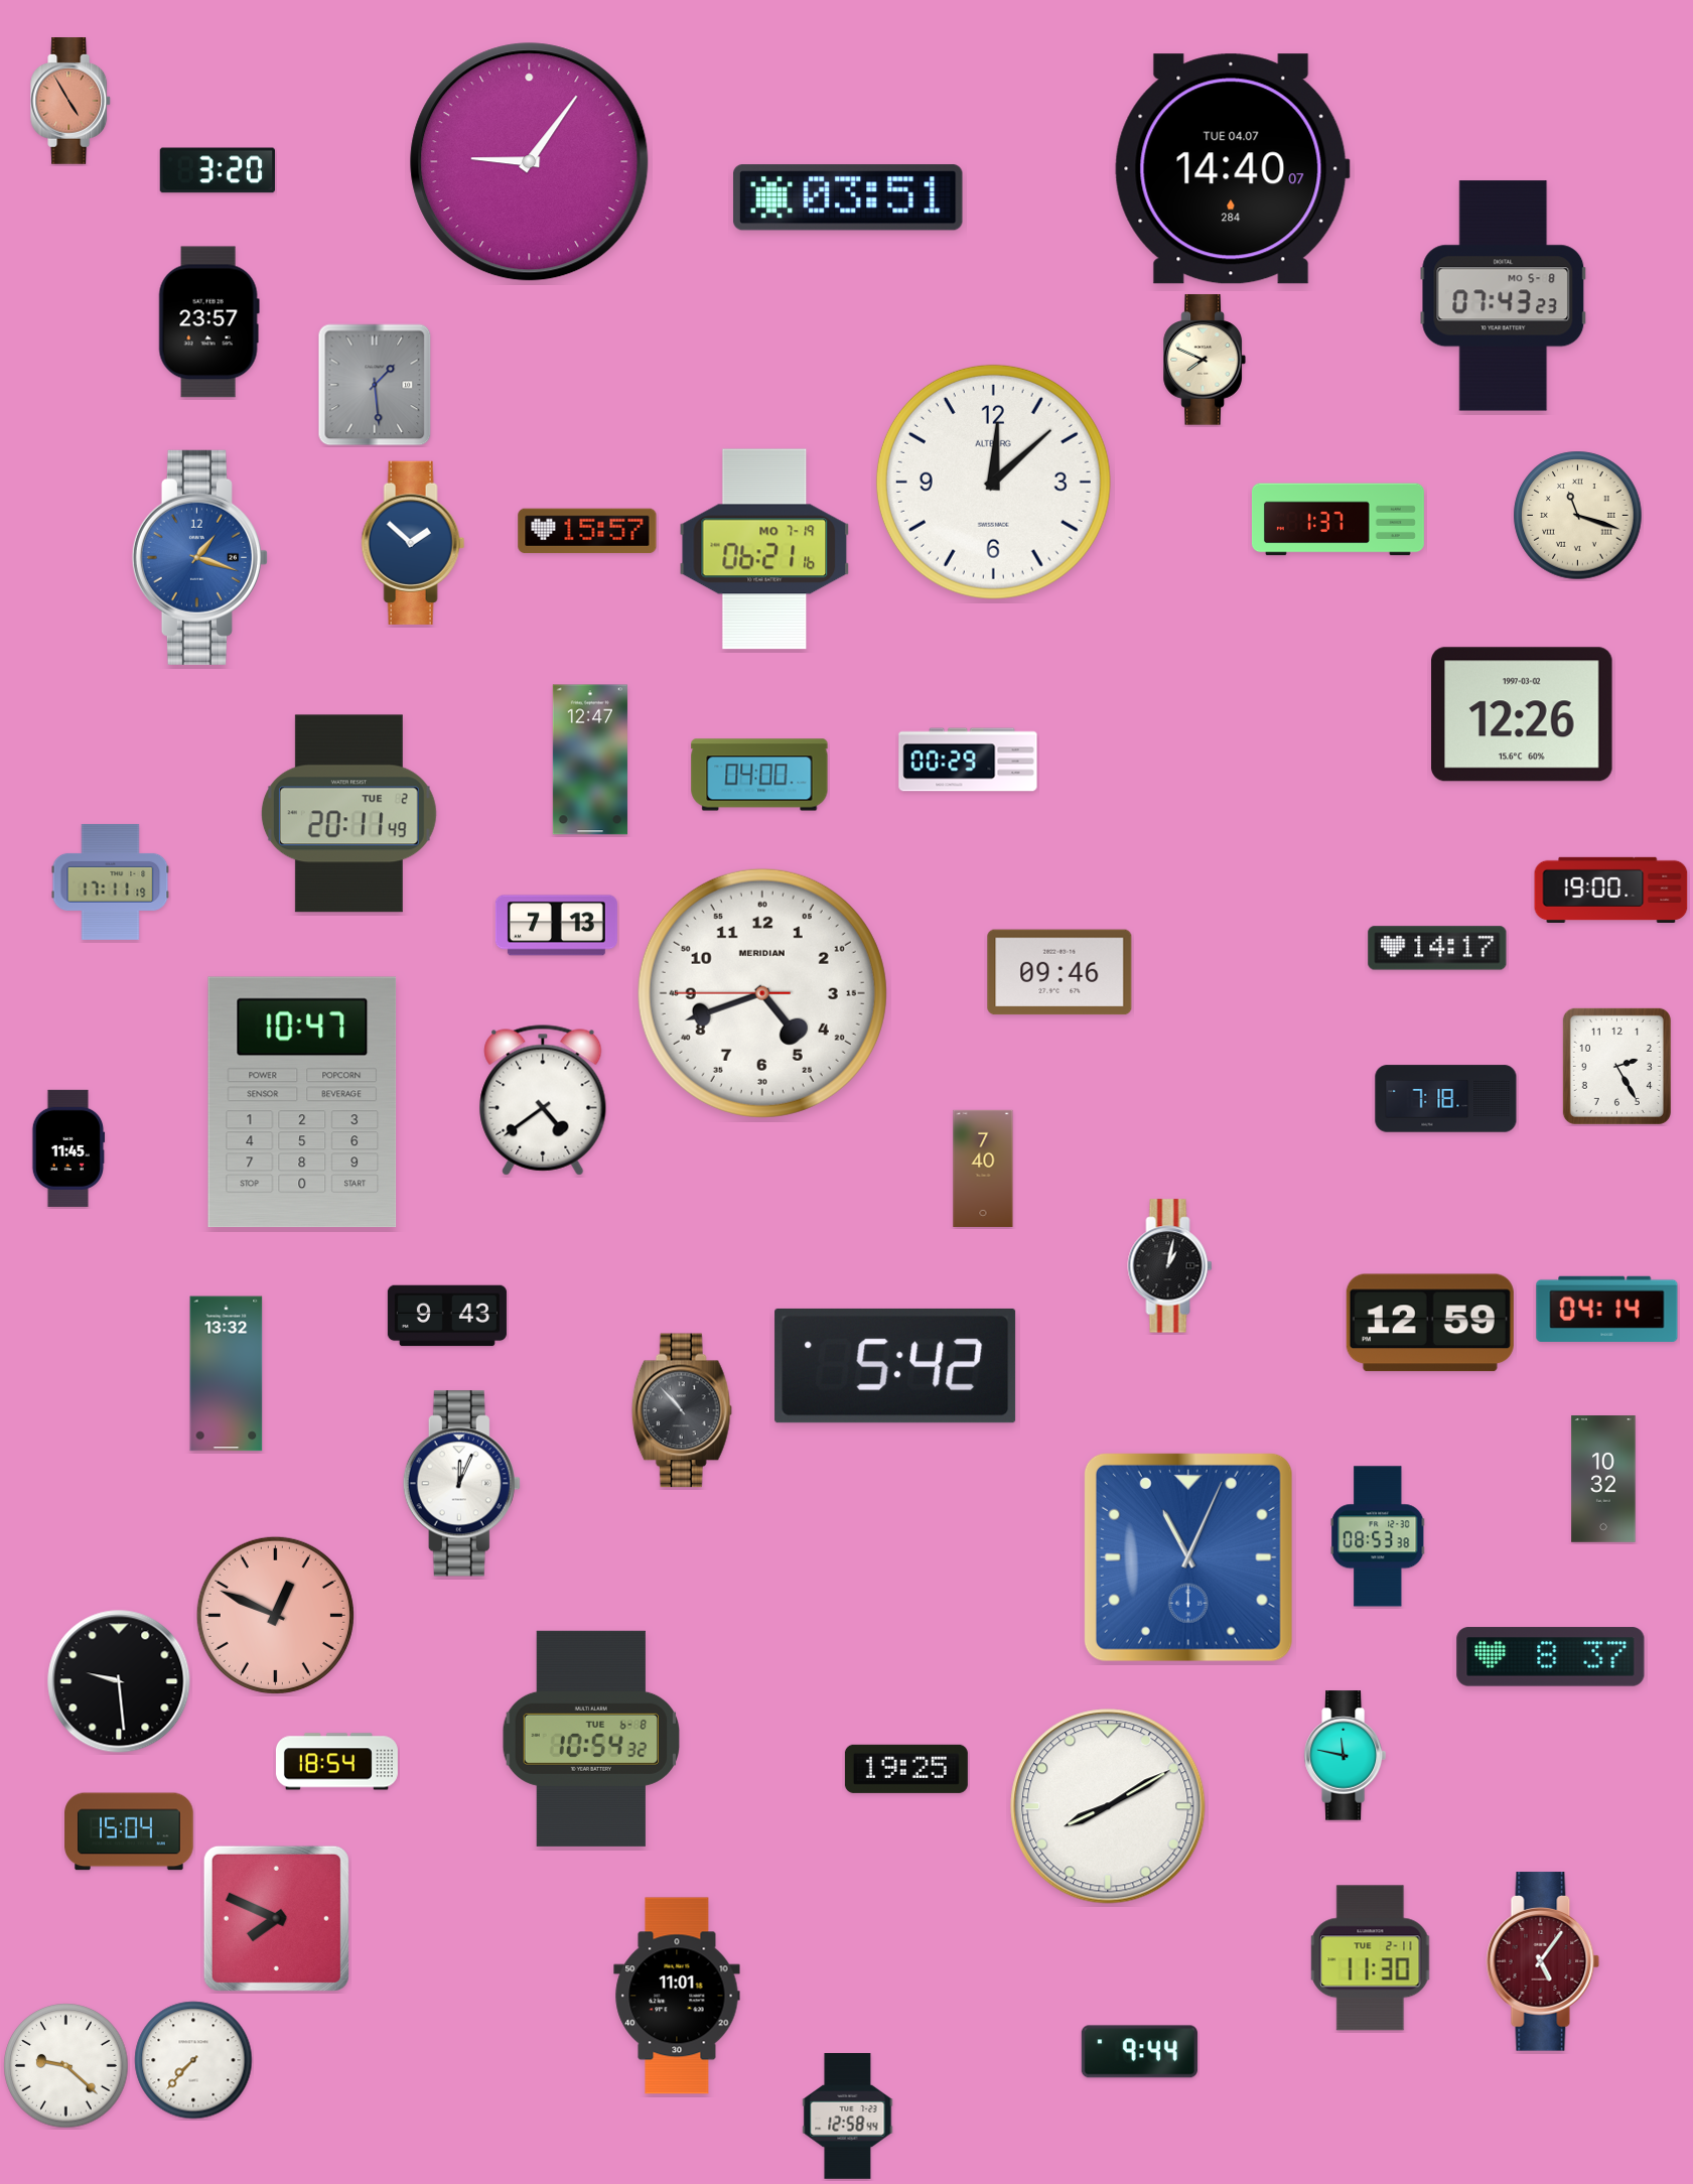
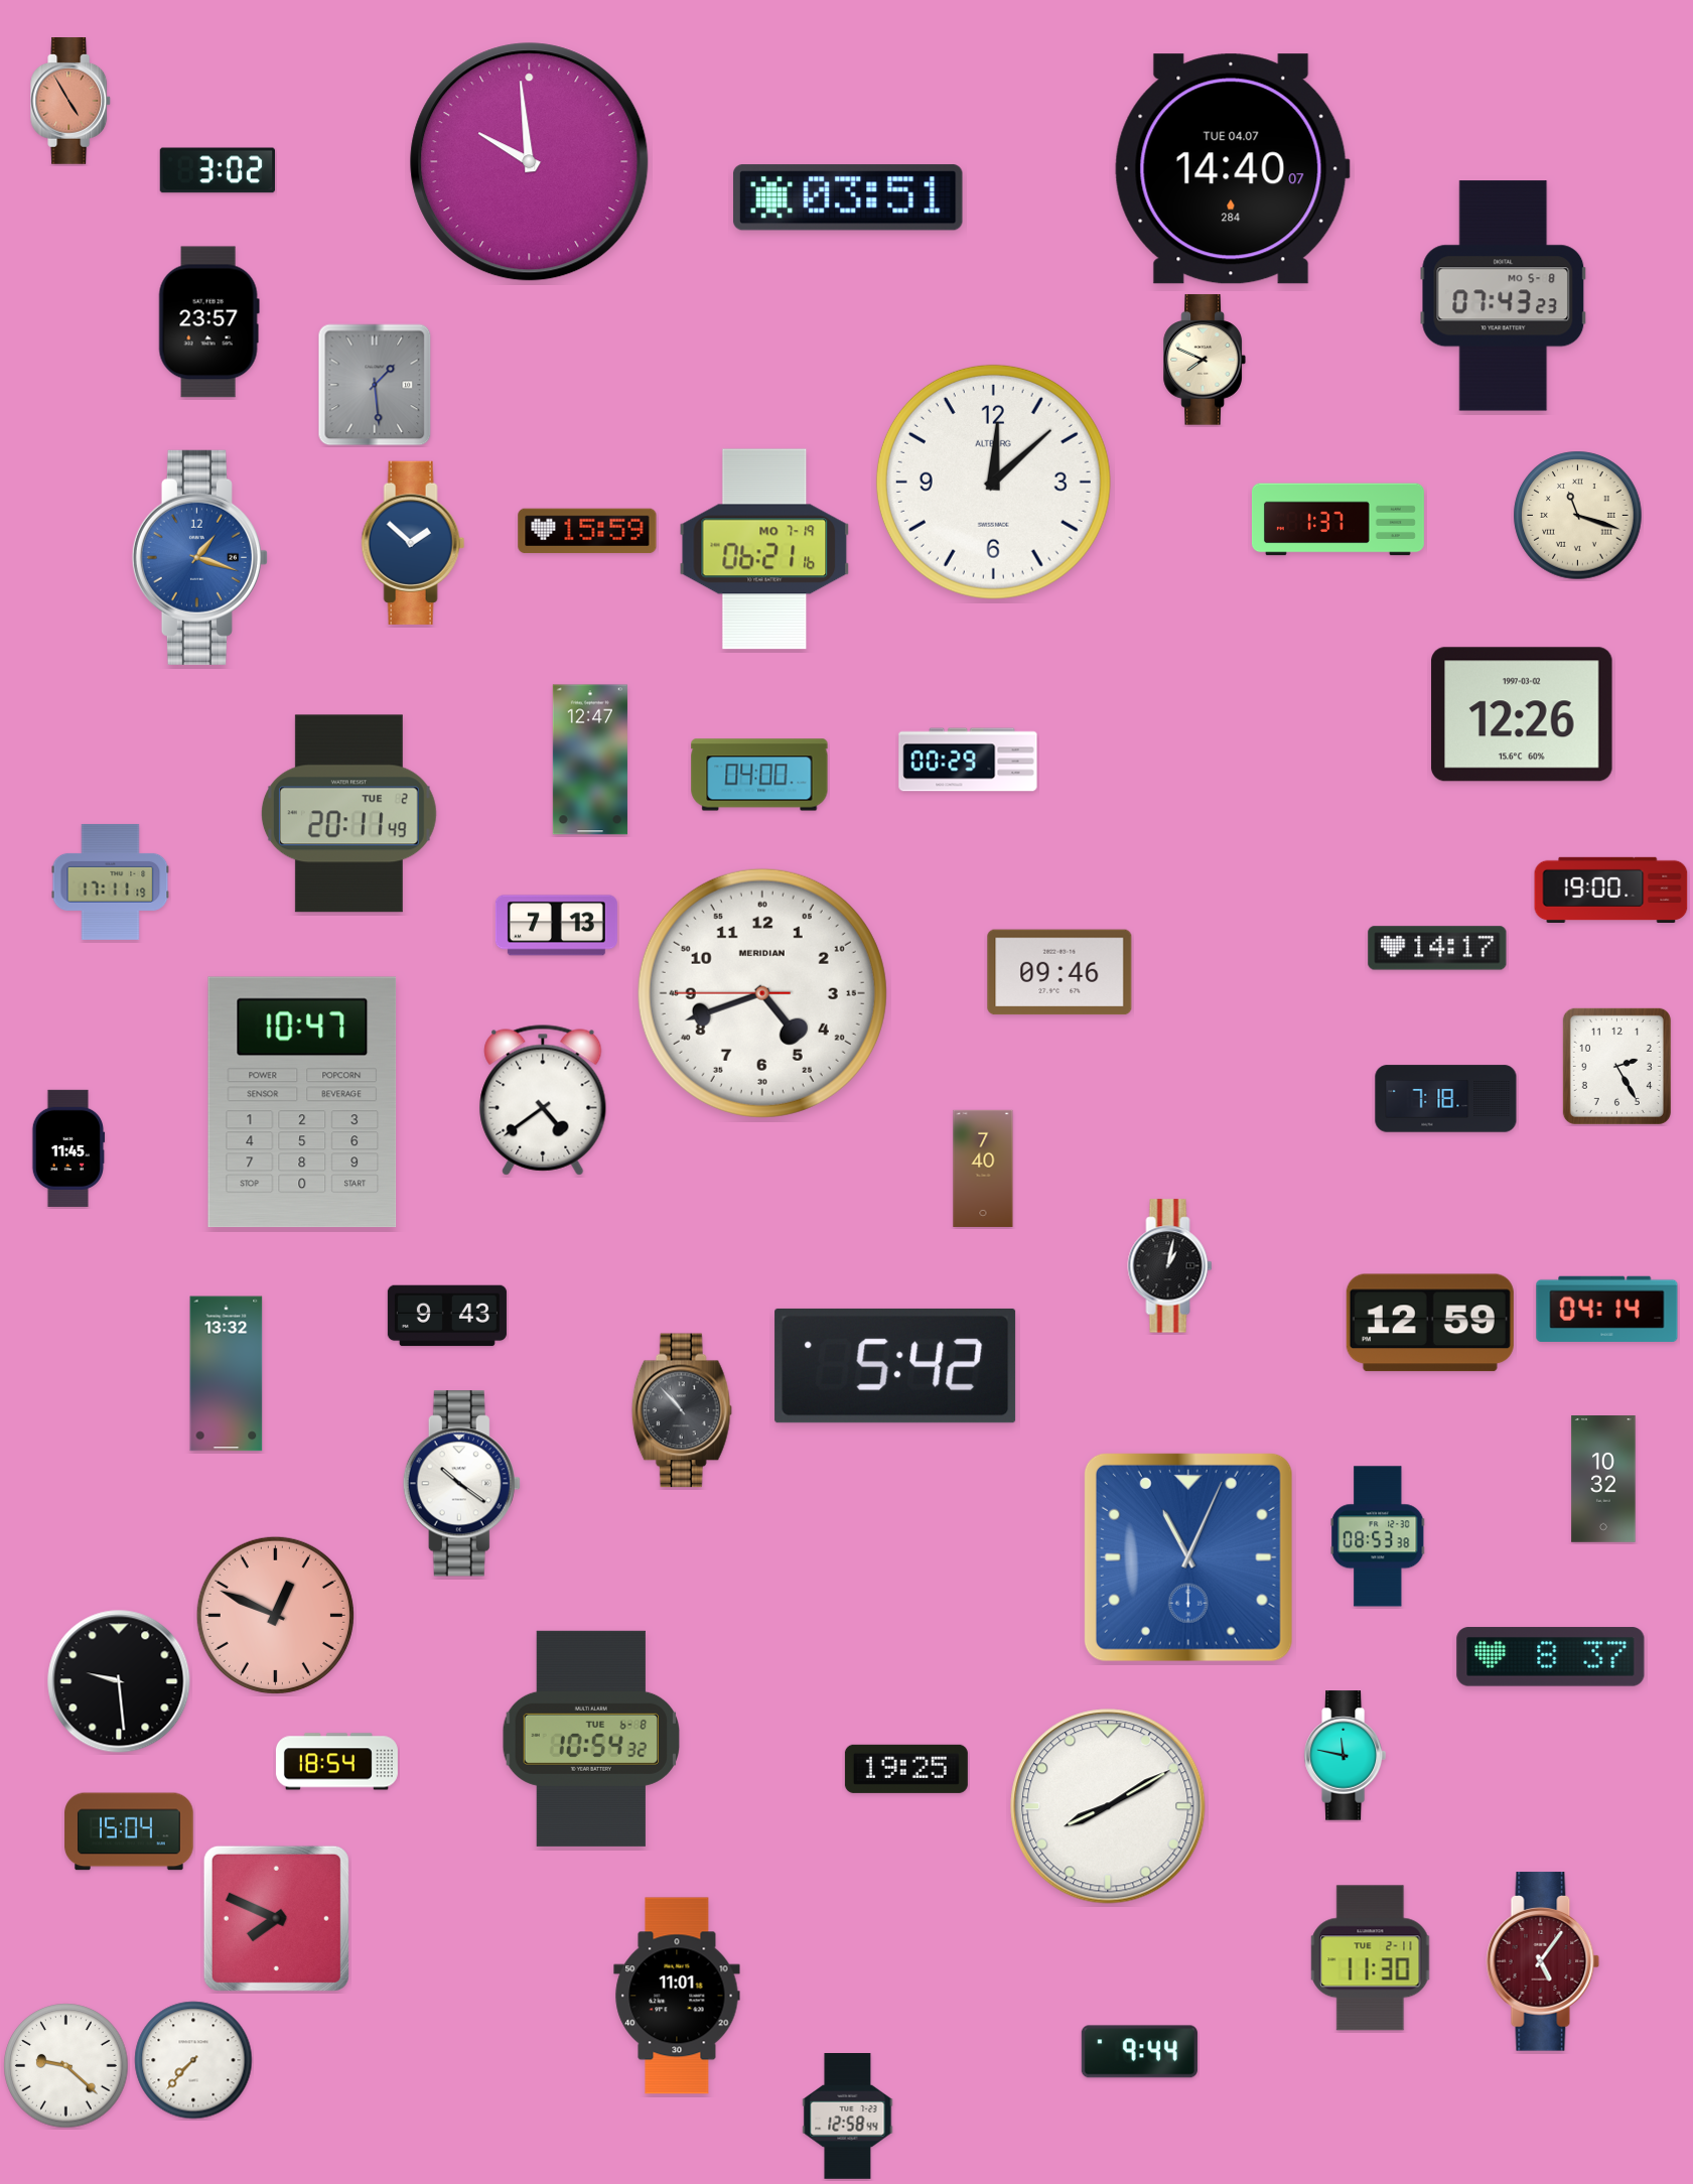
clock at (530, 162): 9:06 -> 9:59
clock at (218, 170): 3:20 -> 3:02
clock at (587, 531): 15:57 -> 15:59
clock at (461, 1484): 12:04 -> 10:21
